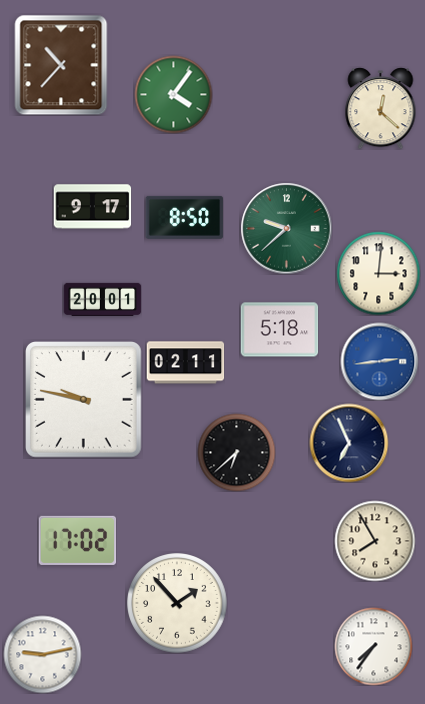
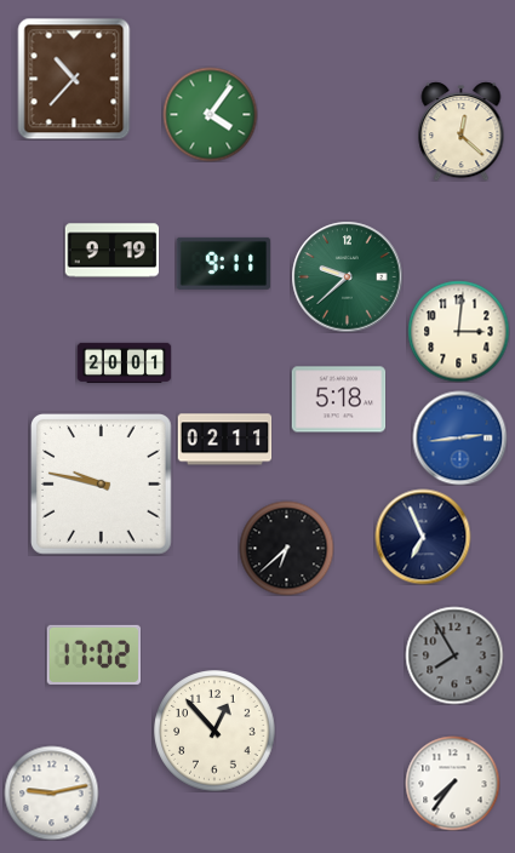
clock at (92, 207): 9:17 -> 9:19
clock at (184, 217): 8:50 -> 9:11
clock at (375, 541) dial: cream -> grey
clock at (177, 603): 1:53 -> 12:53
